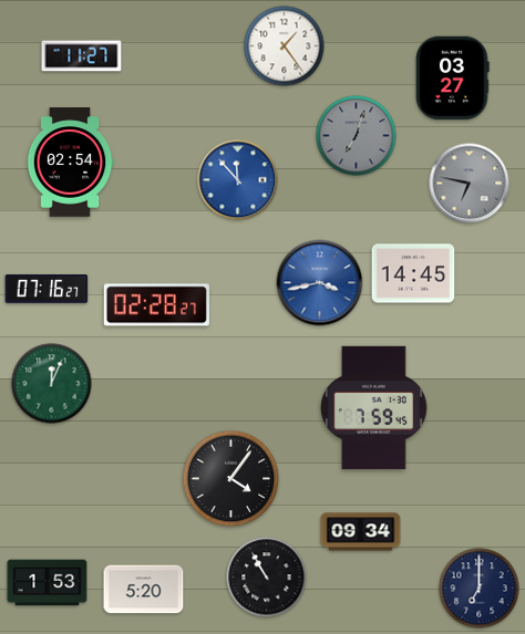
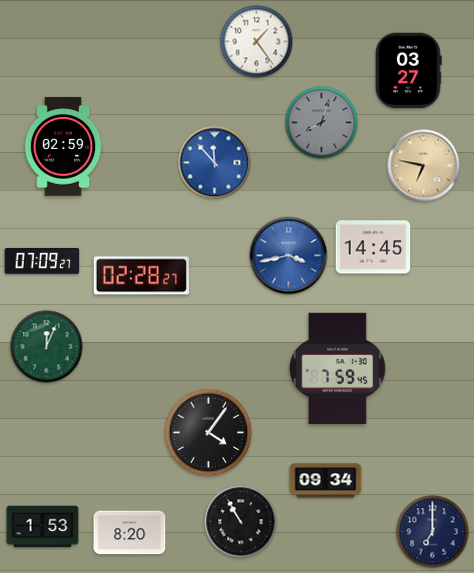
clock at (82, 56): 11:27 -> none
clock at (357, 136): 7:03 -> 8:03
clock at (70, 163): 02:54 -> 02:59
clock at (470, 184) dial: grey -> champagne
clock at (47, 289): 07:16 -> 07:09
clock at (144, 590): 5:20 -> 8:20
